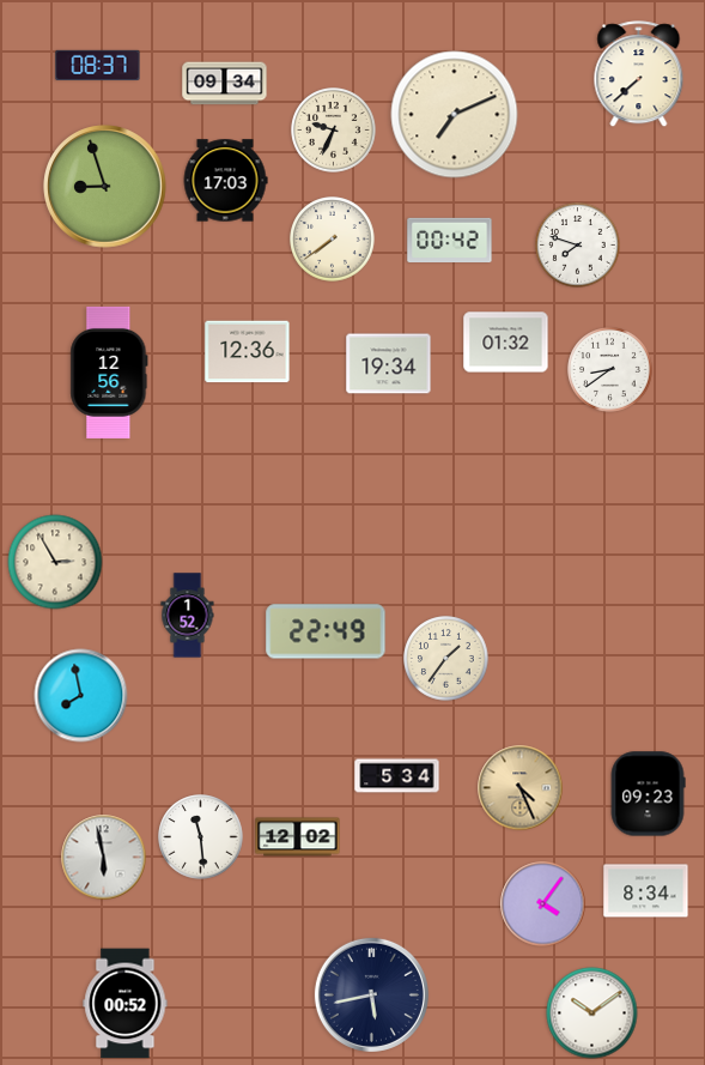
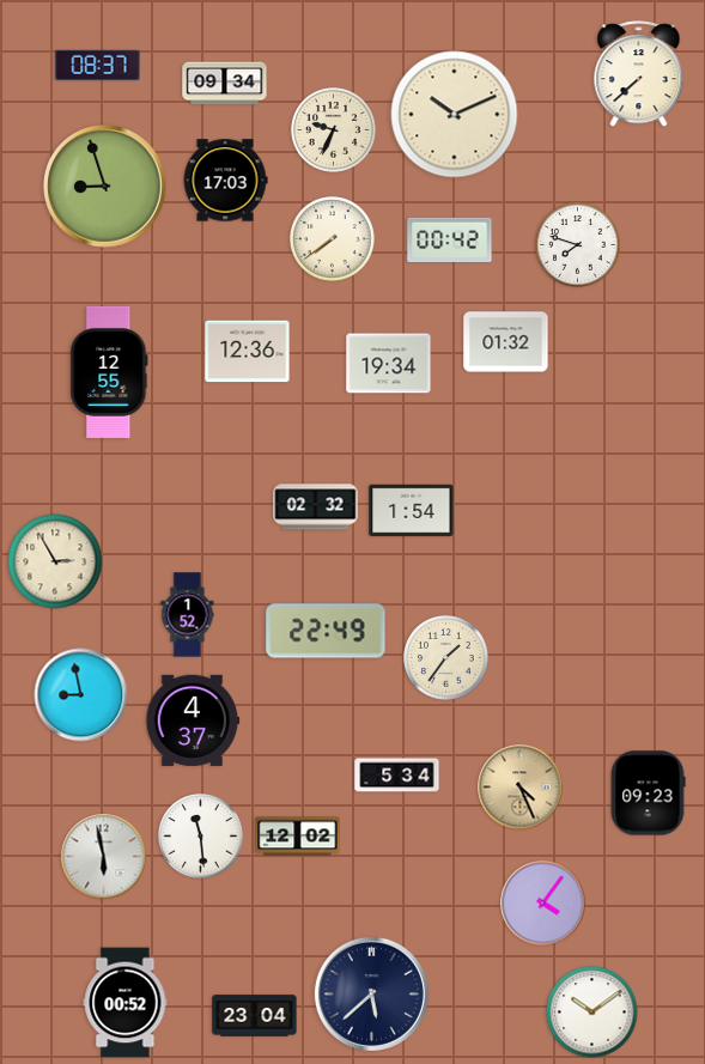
clock at (455, 115): 7:11 -> 10:11
clock at (610, 370): 8:39 -> none
clock at (109, 373): 12:56 -> 12:55
clock at (316, 507): none -> 02:32
clock at (412, 510): none -> 1:54
clock at (81, 696): 7:58 -> 8:58
clock at (193, 721): none -> 4:37
clock at (646, 891): 8:34 -> none
clock at (371, 994): 5:43 -> 5:38
clock at (255, 1016): none -> 23:04
